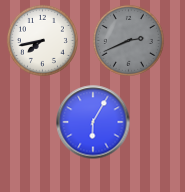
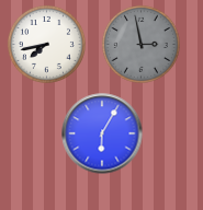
clock at (128, 40): 2:41 -> 2:58
